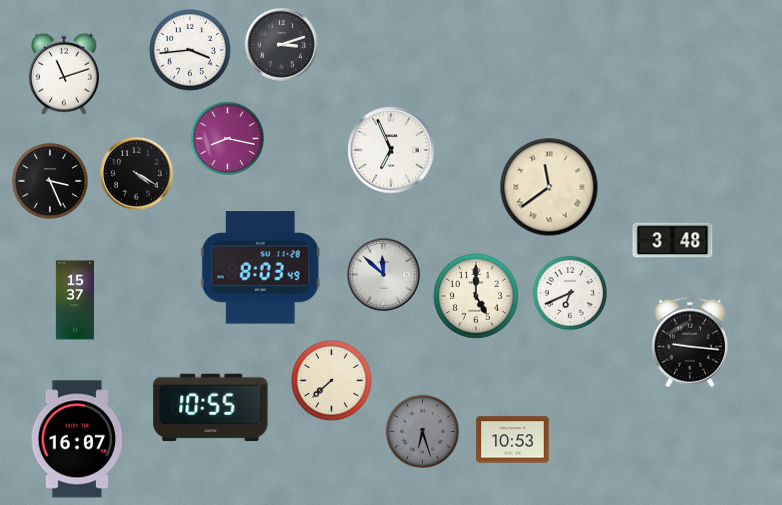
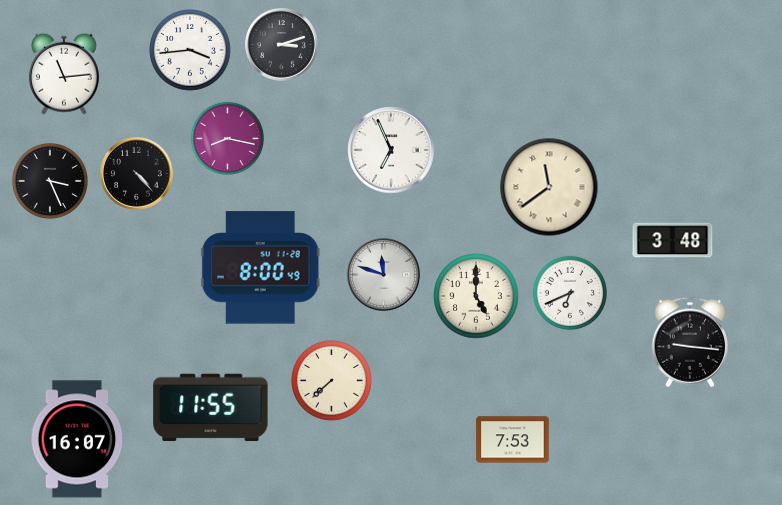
clock at (64, 74): 11:12 -> 11:14
clock at (137, 174): 4:20 -> 4:23
clock at (260, 268): 8:03 -> 8:00
clock at (384, 275): 11:52 -> 11:48
clock at (74, 300): 15:37 -> none
clock at (211, 408): 10:55 -> 11:55
clock at (422, 431): 6:27 -> none
clock at (513, 440): 10:53 -> 7:53
